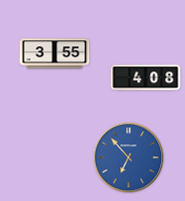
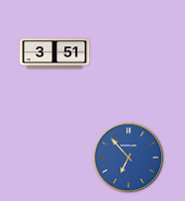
clock at (55, 54): 3:55 -> 3:51
clock at (146, 78): 4:08 -> none
